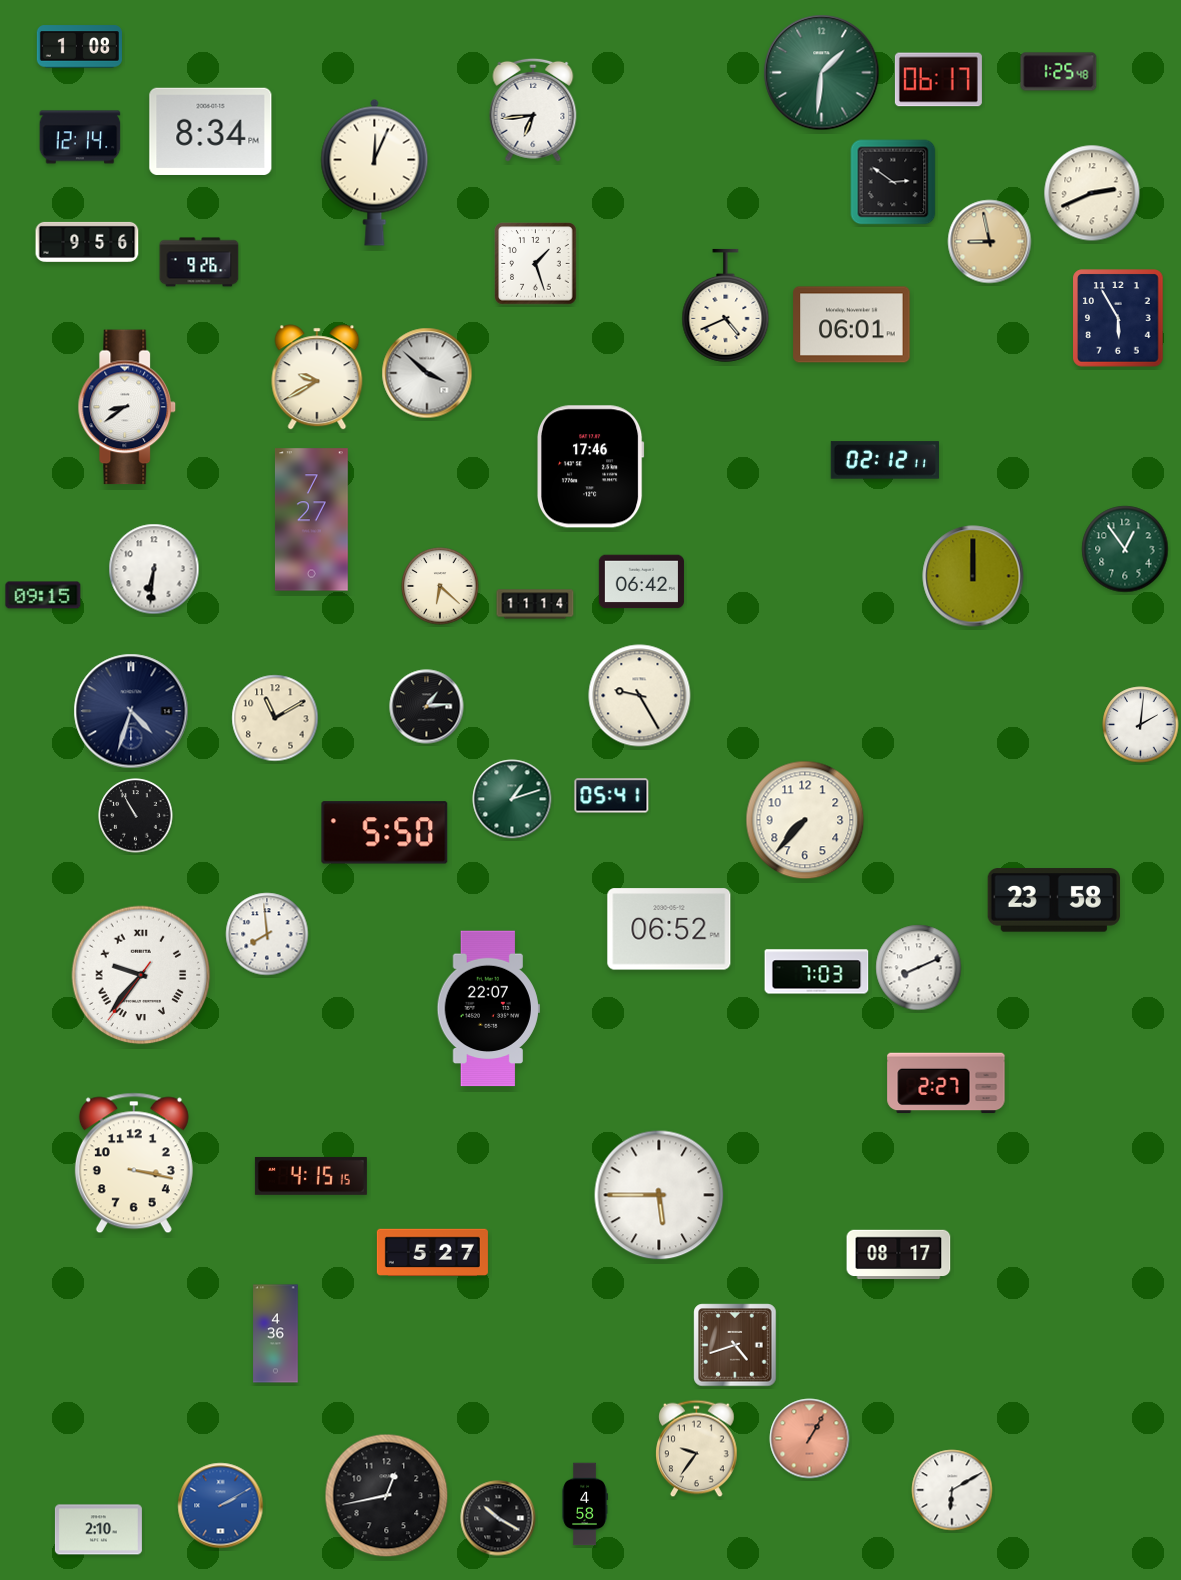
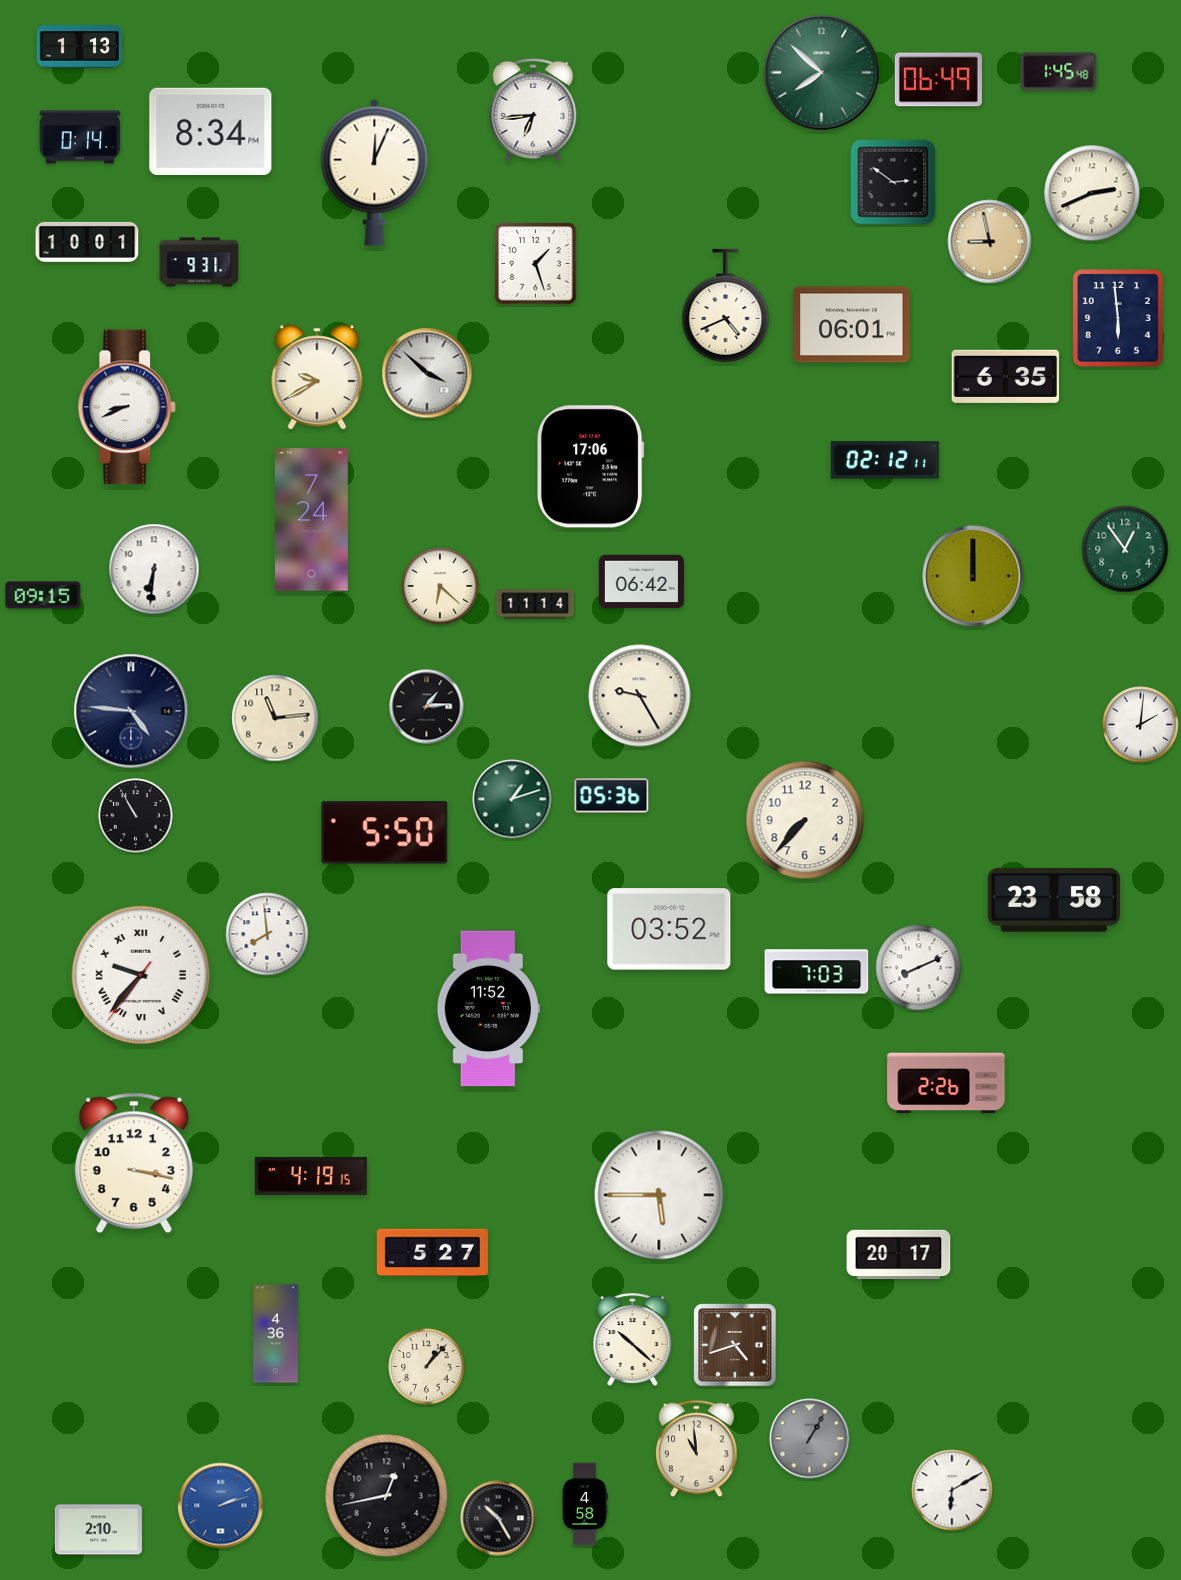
clock at (79, 47): 1:08 -> 1:13
clock at (1059, 72): 1:25 -> 1:45
clock at (822, 73): 1:31 -> 7:52
clock at (938, 80): 06:17 -> 06:49
clock at (80, 137): 12:14 -> 0:14
clock at (87, 242): 9:56 -> 10:01
clock at (199, 262): 9:26 -> 9:31
clock at (1118, 318): 5:55 -> 5:59
clock at (1006, 376): none -> 6:35
clock at (127, 407): 8:39 -> 8:41
clock at (591, 467): 17:46 -> 17:06
clock at (311, 520): 7:27 -> 7:24
clock at (131, 711): 4:33 -> 4:46
clock at (275, 718): 11:10 -> 11:14
clock at (612, 796): 05:41 -> 05:36
clock at (669, 929): 06:52 -> 03:52
clock at (488, 1009): 22:07 -> 11:52
clock at (946, 1083): 2:27 -> 2:26
clock at (311, 1176): 4:15 -> 4:19
clock at (899, 1255): 08:17 -> 20:17
clock at (633, 1339): none -> 10:22
clock at (427, 1367): none -> 1:07
clock at (810, 1439) dial: salmon -> grey
clock at (697, 1449): 9:36 -> 10:59
clock at (221, 1506): 2:10 -> 2:12
clock at (498, 1518): 10:20 -> 10:25
